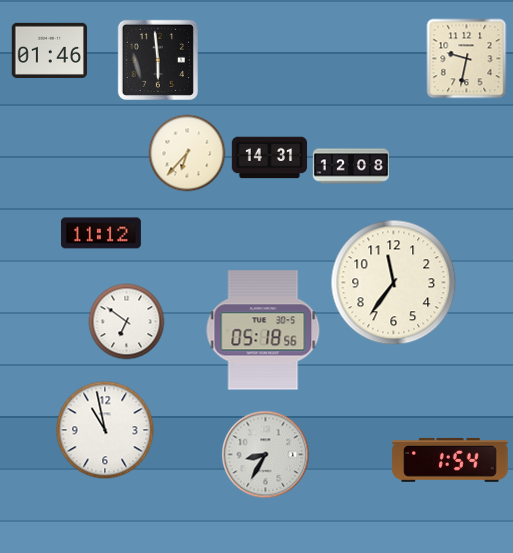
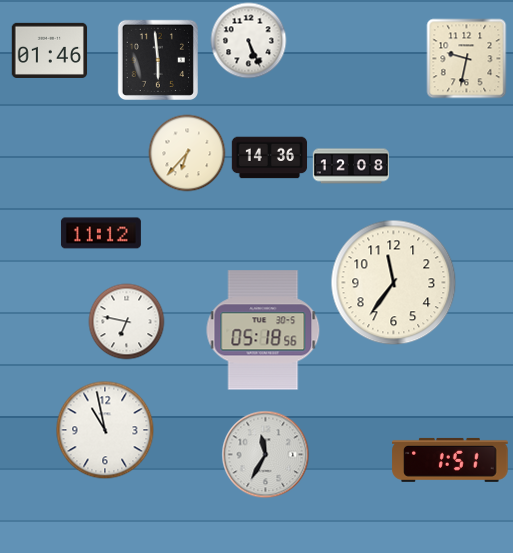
clock at (249, 41): none -> 5:26
clock at (270, 158): 14:31 -> 14:36
clock at (127, 322): 6:51 -> 6:47
clock at (266, 455): 8:35 -> 11:35
clock at (450, 460): 1:54 -> 1:51
